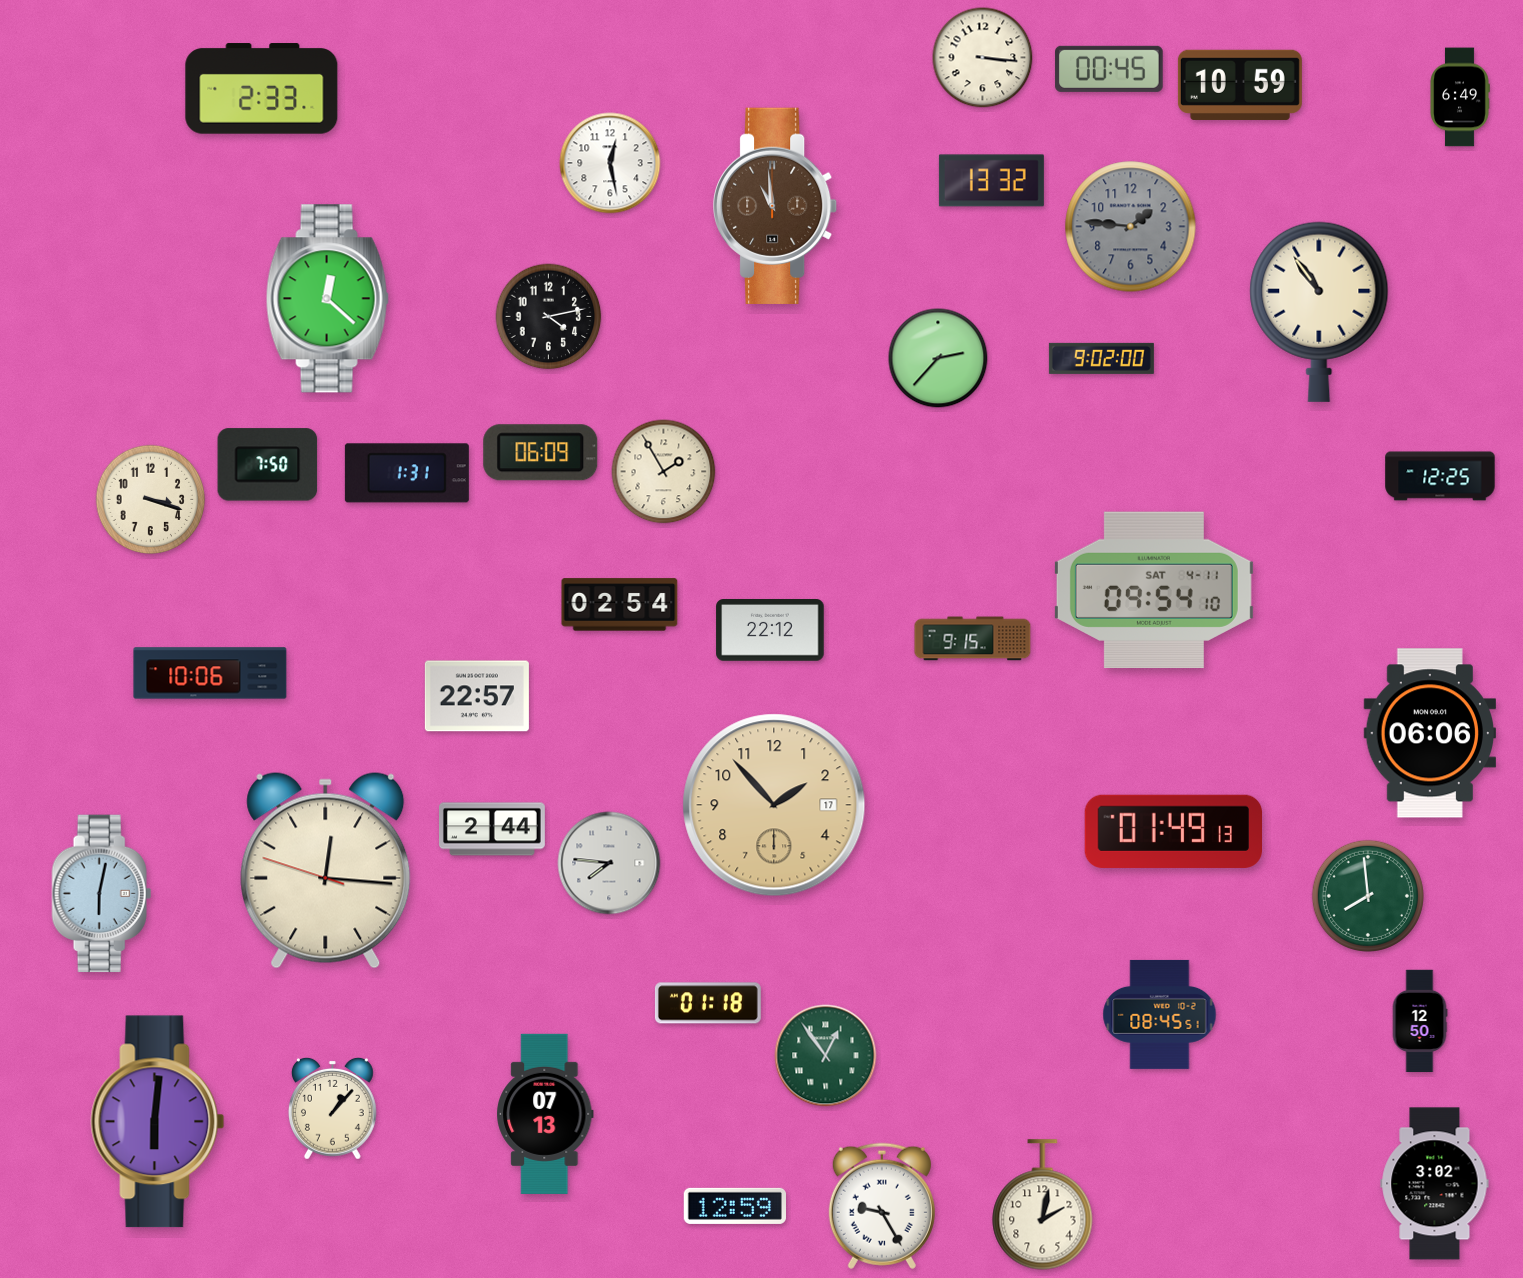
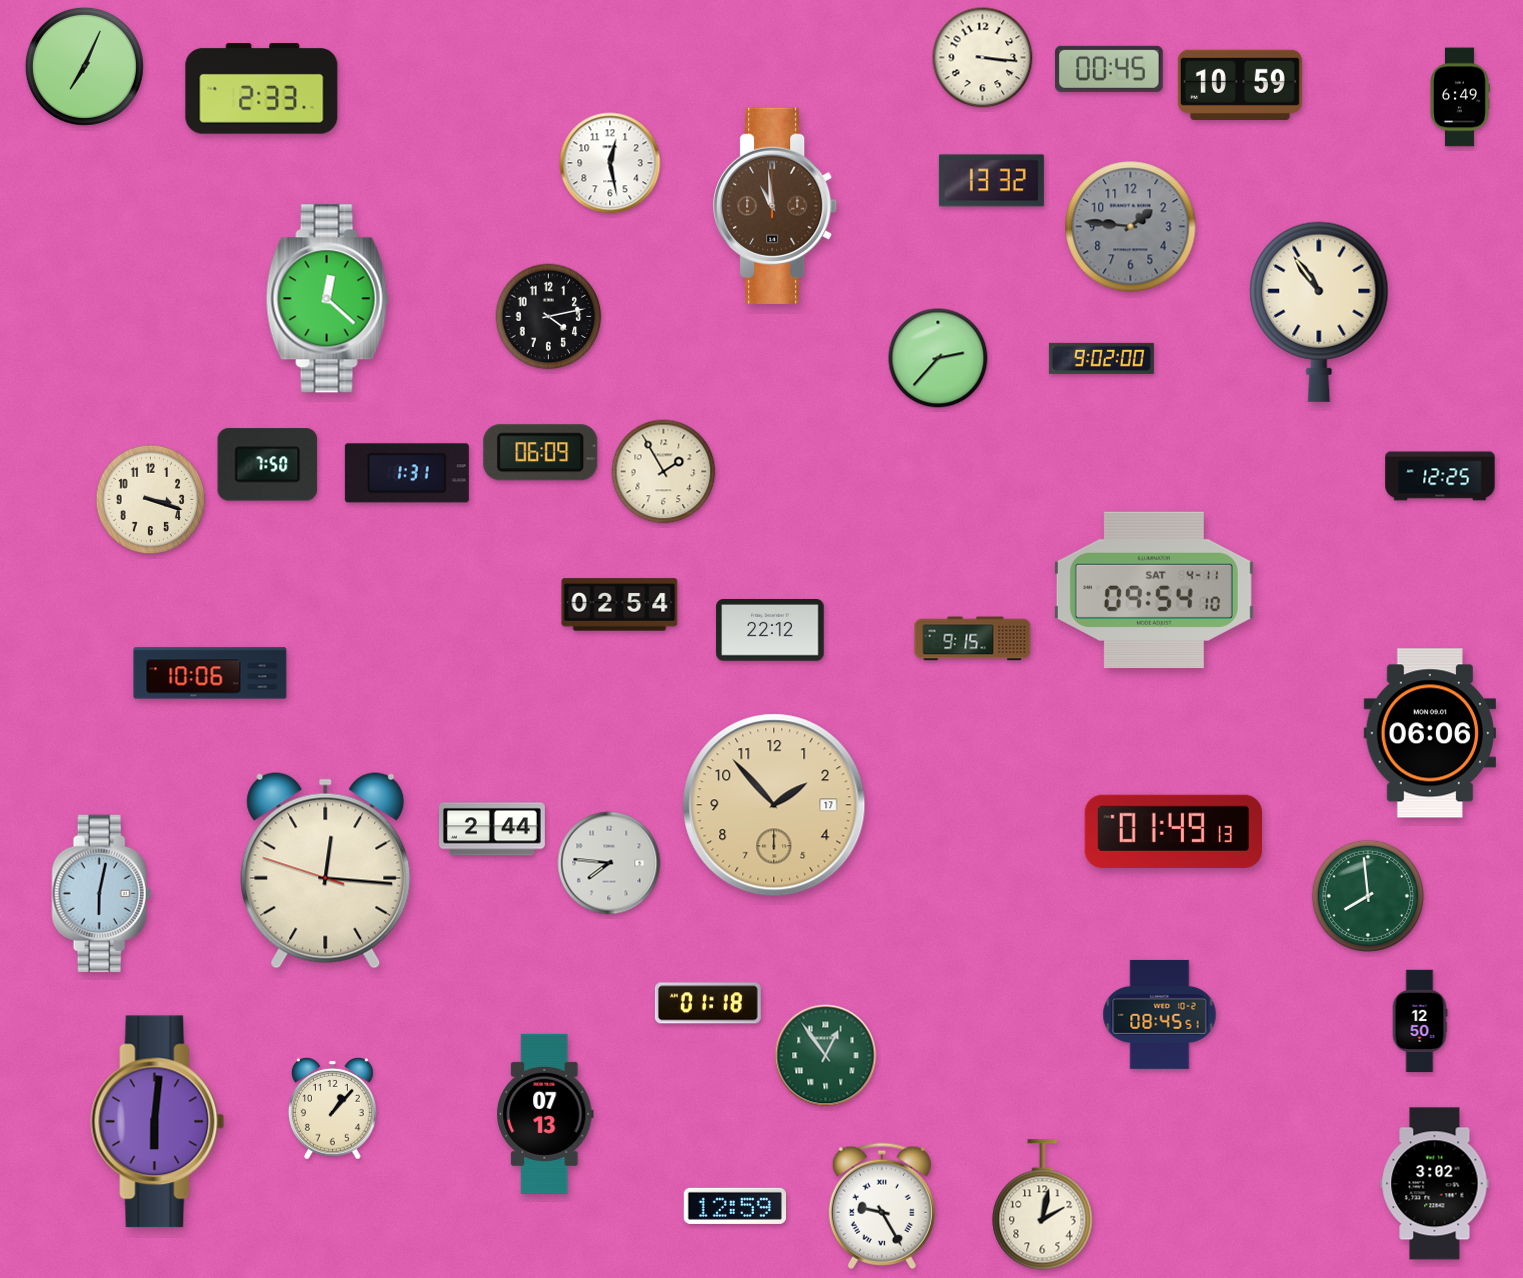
clock at (84, 66): none -> 7:04
clock at (477, 696): 22:57 -> none
